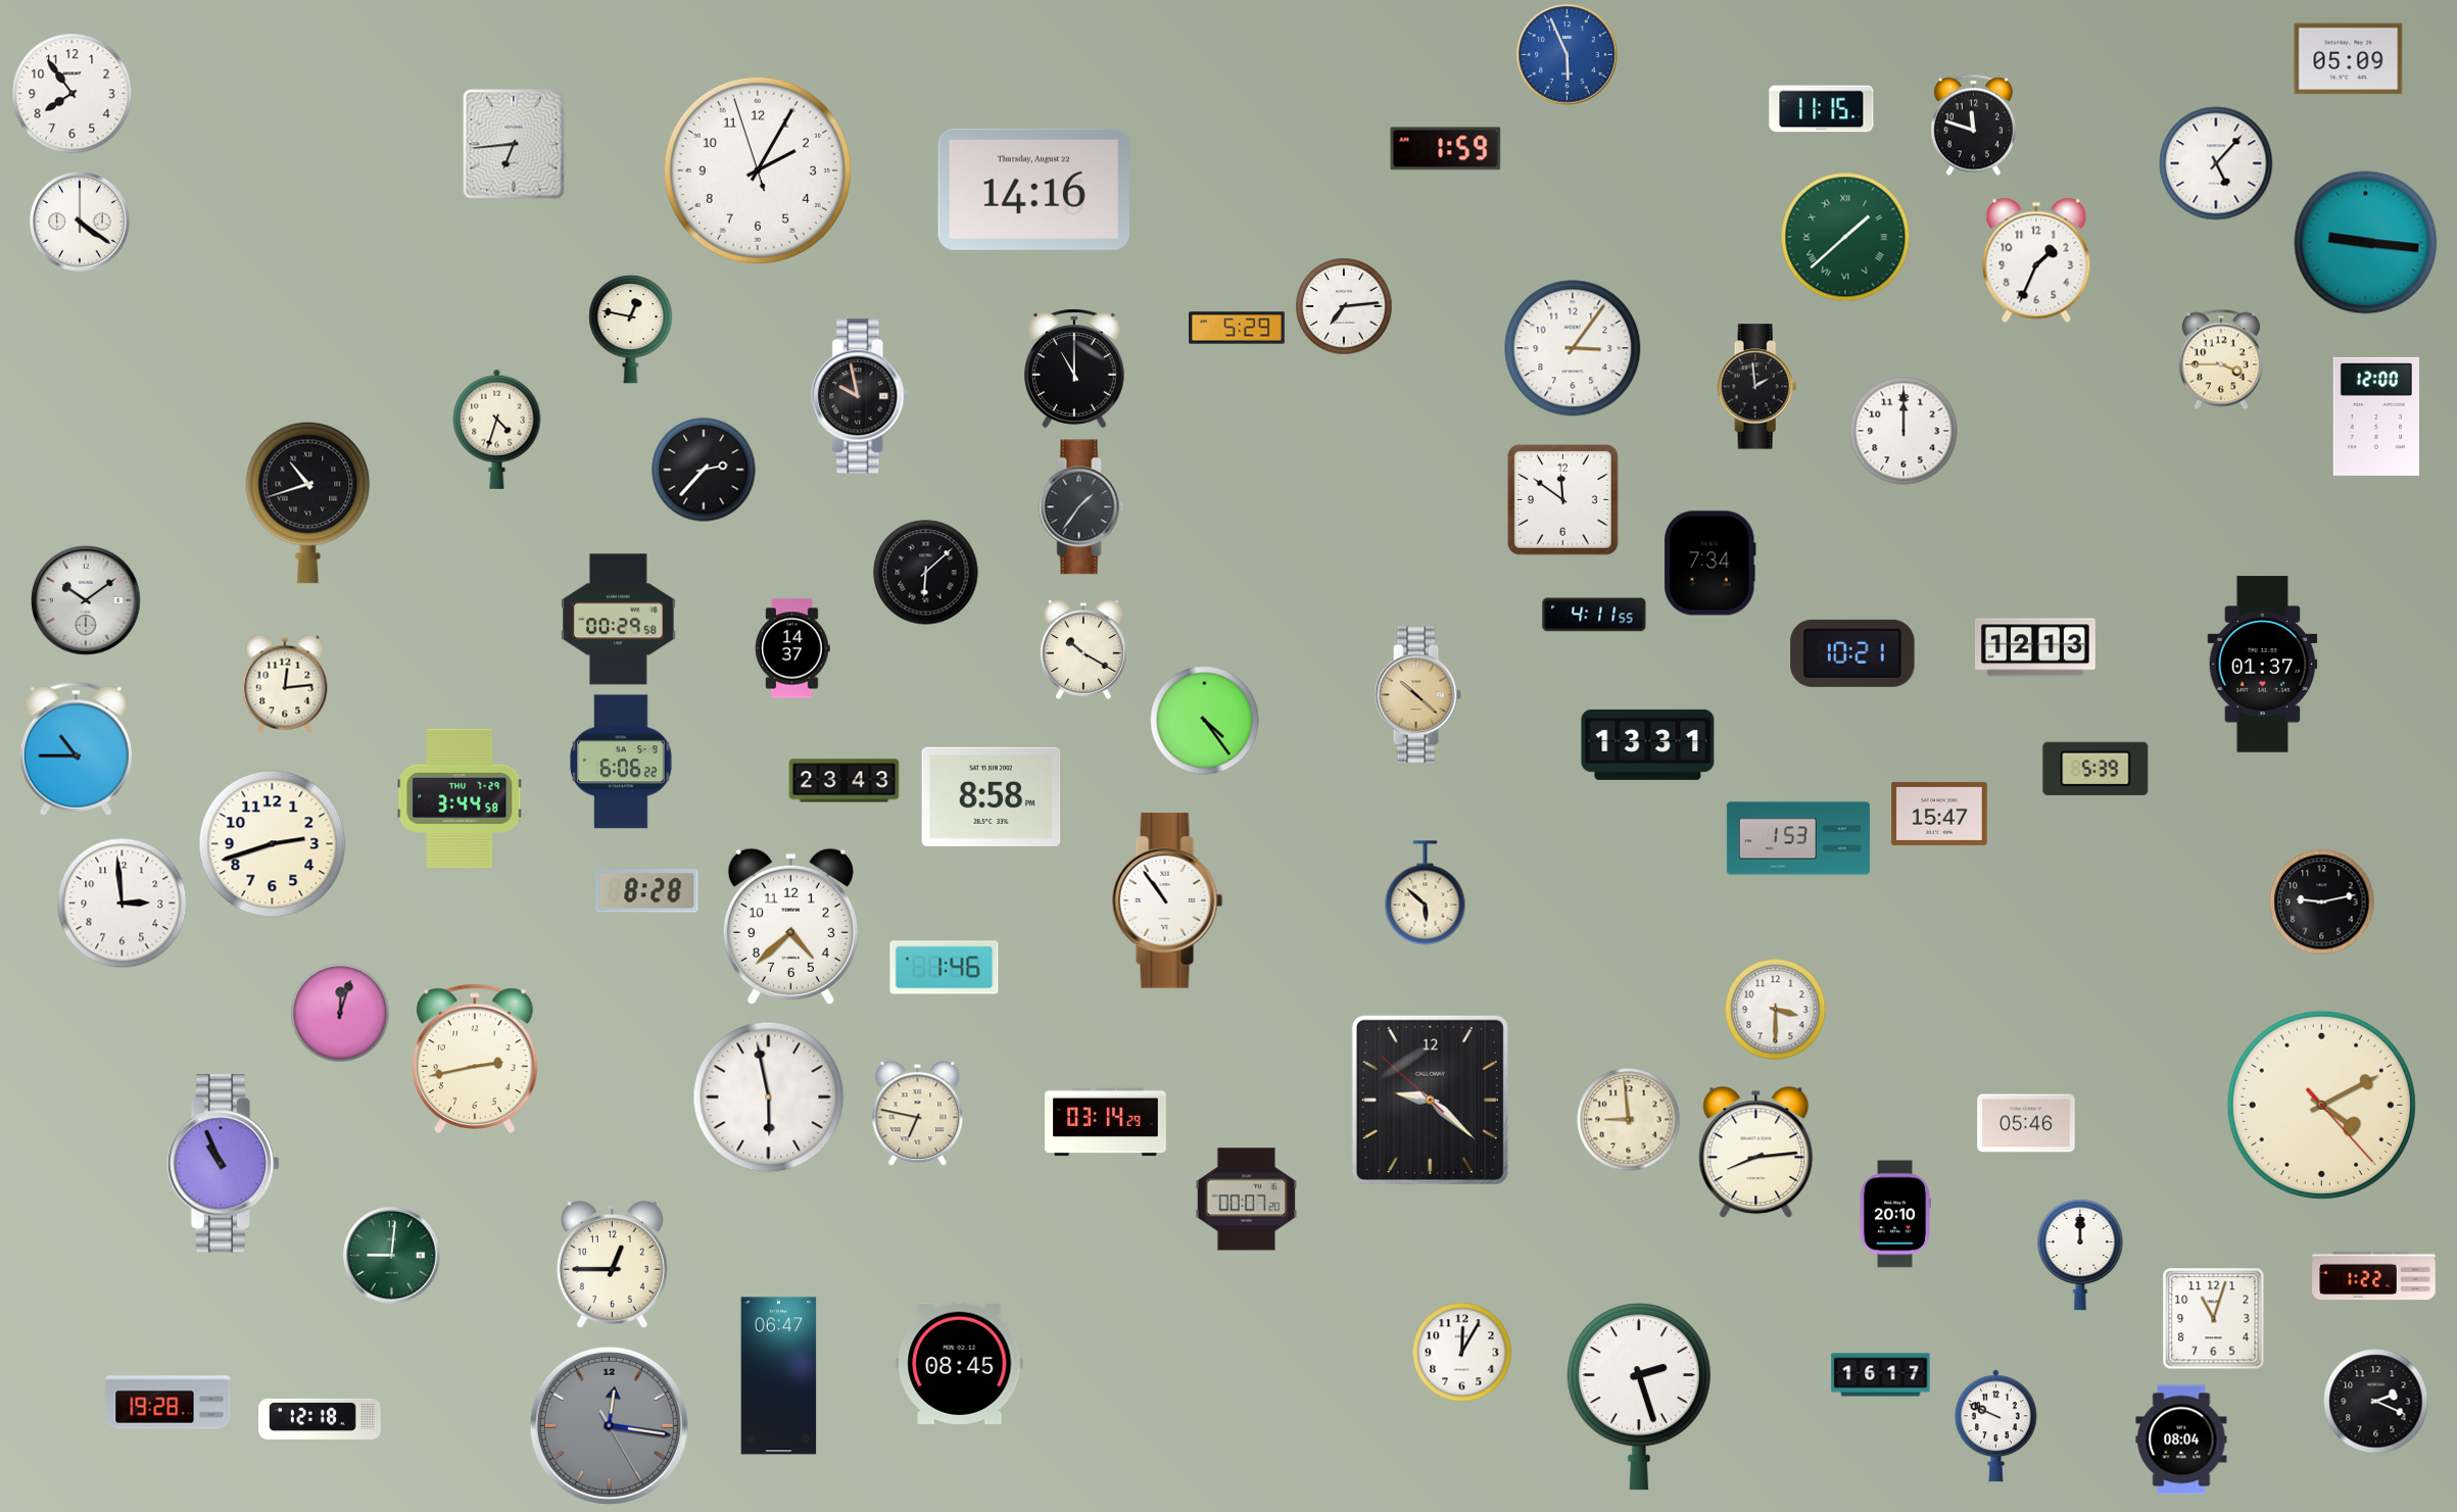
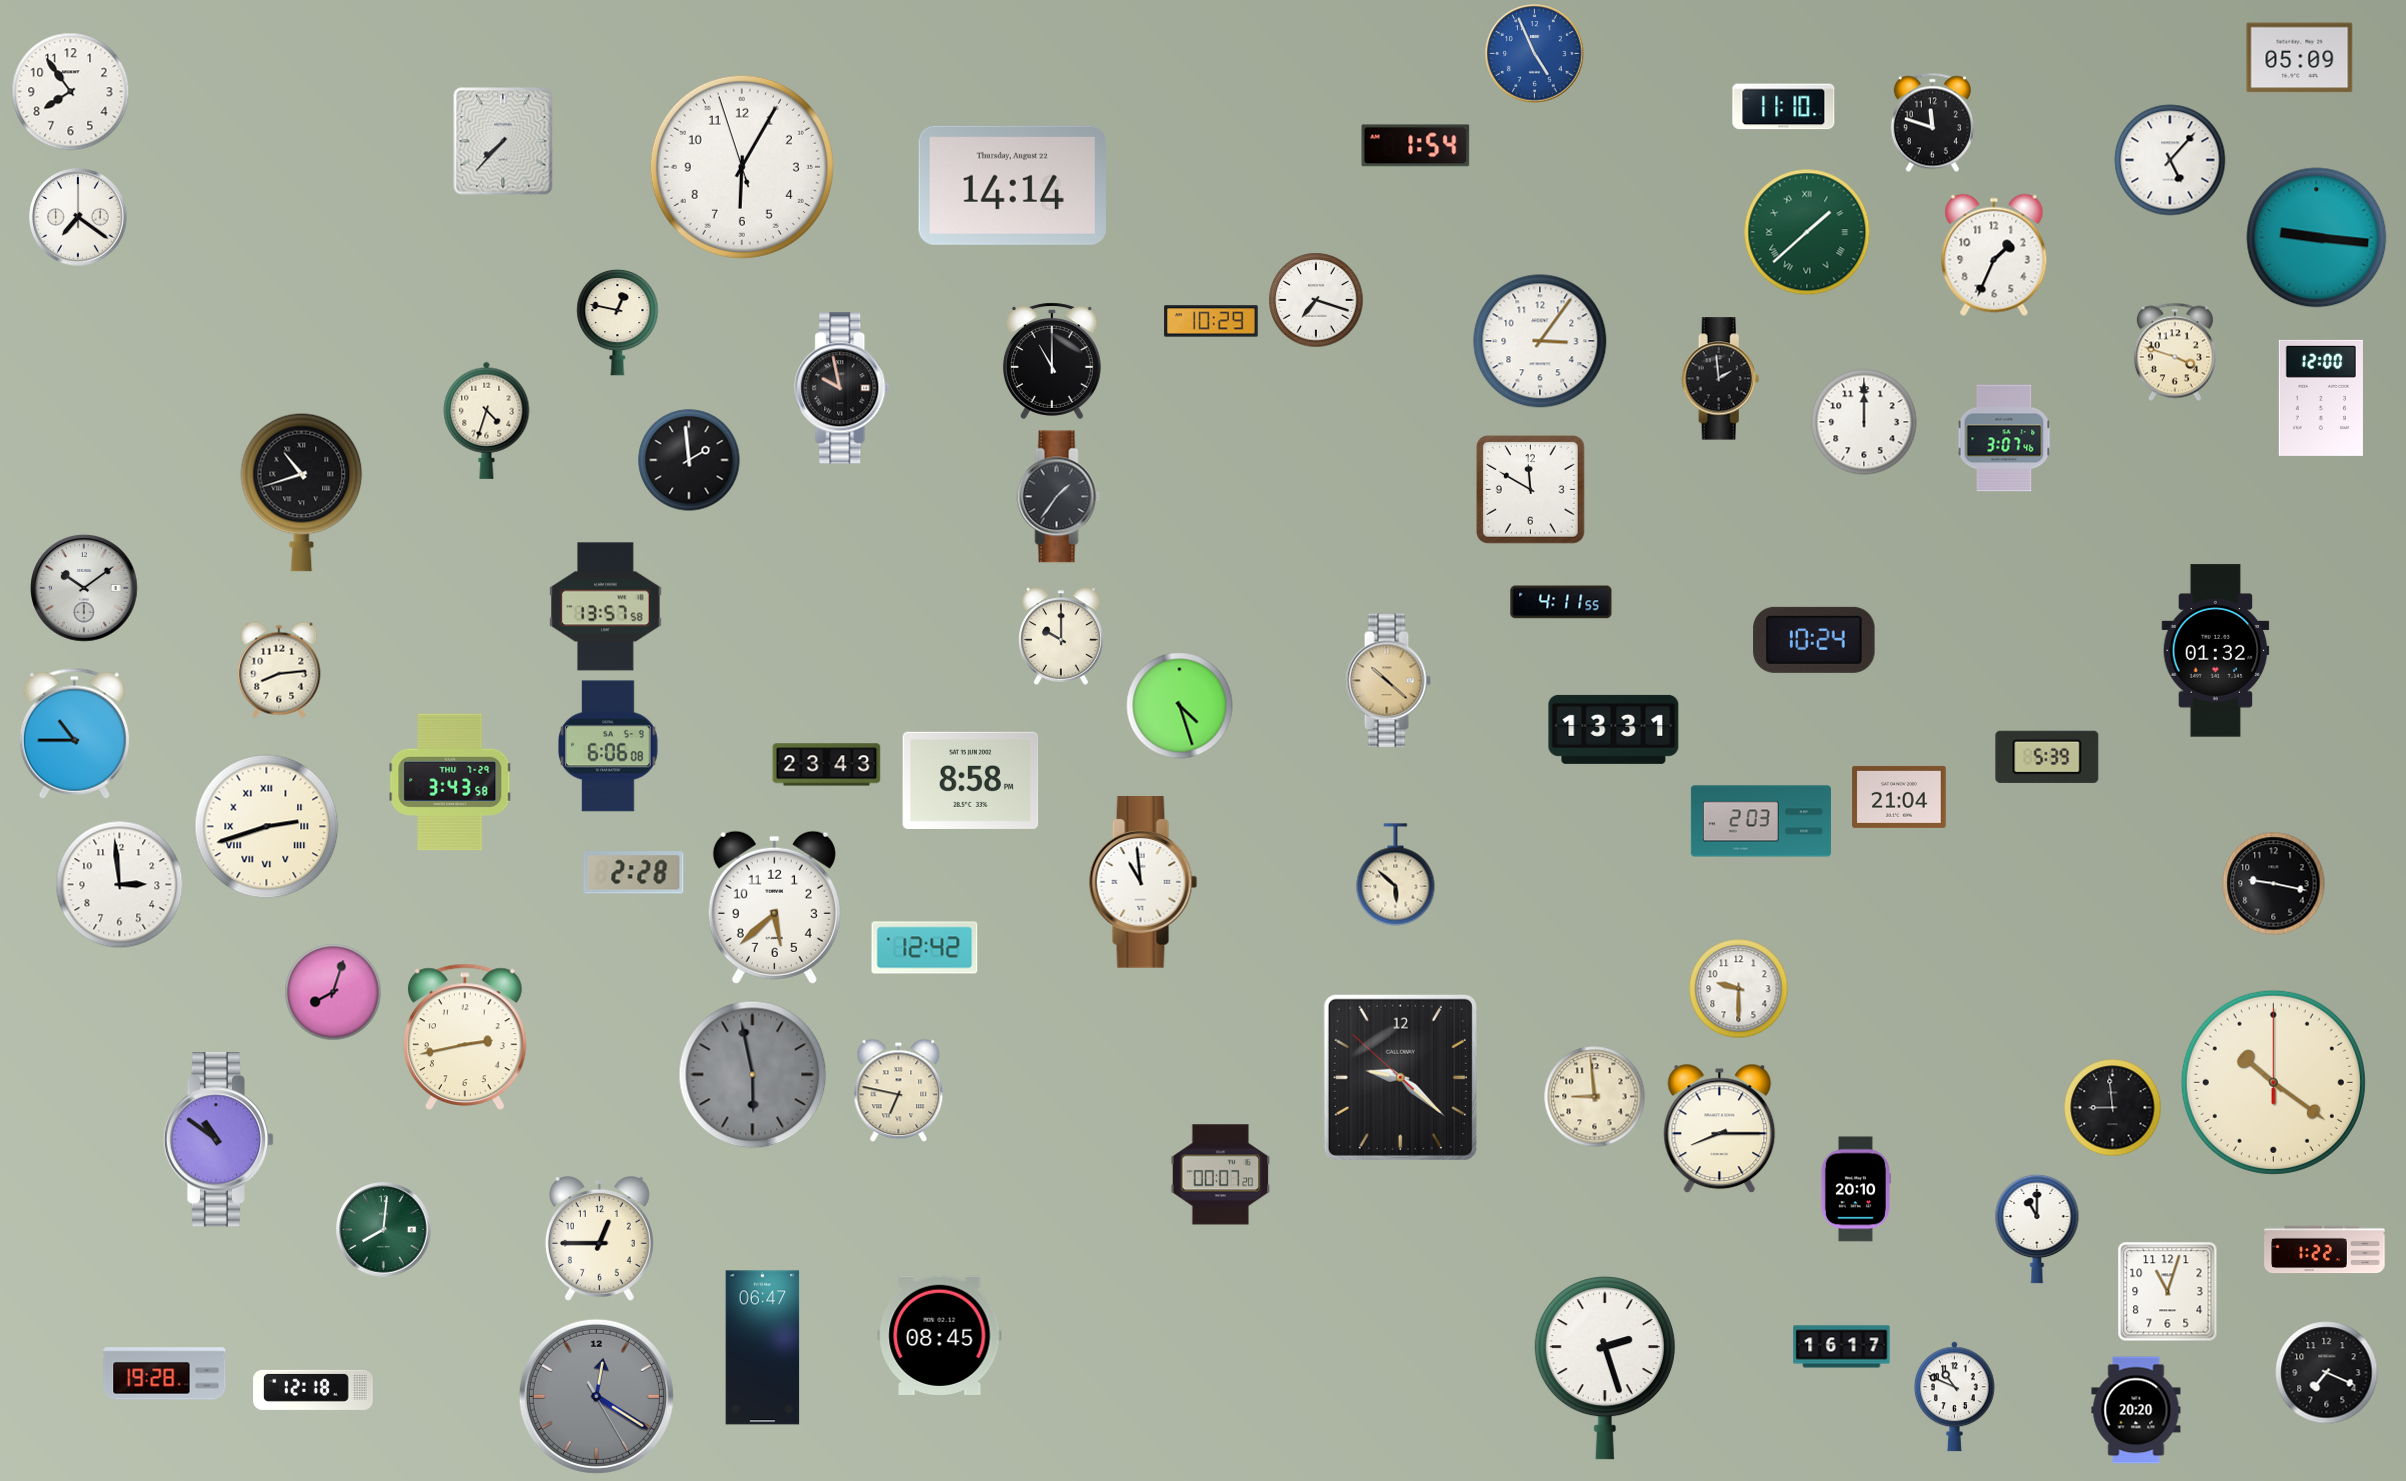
clock at (1568, 55): 5:56 -> 4:56
clock at (1822, 109): 11:15 -> 11:10
clock at (514, 144): 6:44 -> 7:37
clock at (1446, 149): 1:59 -> 1:54
clock at (758, 170): 2:04 -> 6:04
clock at (1033, 189): 14:16 -> 14:14
clock at (80, 222): 4:21 -> 7:21
clock at (1344, 306): 7:14 -> 7:18
clock at (1237, 328): 5:29 -> 10:29
clock at (2221, 359): 3:45 -> 3:48
clock at (2376, 417) position: (2376, 417) -> (2321, 398)
clock at (2004, 438): none -> 3:07
clock at (704, 470): 2:37 -> 1:59
clock at (1562, 499): 11:51 -> 11:50
clock at (1709, 564): 7:34 -> none
clock at (926, 573): 6:08 -> none
clock at (619, 620): 00:29 -> 13:57
clock at (2035, 647): 12:13 -> none
clock at (792, 648): 14:37 -> none
clock at (1083, 649): 10:20 -> 10:00
clock at (1852, 653): 10:21 -> 10:24
clock at (2263, 665): 01:37 -> 01:32
clock at (285, 684): 12:14 -> 8:14
clock at (1205, 721): 4:24 -> 4:27
clock at (622, 762): 6:06:22 -> 6:06:08
clock at (2095, 769) position: (2095, 769) -> (2047, 757)
clock at (460, 798): 3:44 -> 3:43
clock at (1939, 814): 15:47 -> 21:04
clock at (1798, 838): 1:53 -> 2:03
clock at (273, 844) numerals: Arabic -> Roman
clock at (647, 891): 8:28 -> 2:28
clock at (1167, 900): 10:54 -> 10:59
clock at (2322, 903): 9:13 -> 9:17
clock at (790, 926): 4:38 -> 5:38
clock at (945, 968): 1:46 -> 12:42
clock at (1776, 1010): 3:30 -> 9:30
clock at (340, 1013): 12:03 -> 8:03
clock at (769, 1098) dial: white -> grey
clock at (2321, 1105): 4:10 -> 10:21
clock at (1106, 1122): 03:14 -> none
clock at (2026, 1123): 05:46 -> none
clock at (2113, 1108): none -> 8:59
clock at (1756, 1153): 8:14 -> 8:15
clock at (224, 1164): 10:56 -> 10:51
clock at (2080, 1255): 12:00 -> 11:00
clock at (392, 1256): 9:01 -> 8:01
clock at (1462, 1353): 12:05 -> none
clock at (2376, 1402): 2:19 -> 7:19
clock at (609, 1425): 12:16 -> 12:20
clock at (1995, 1426): 9:49 -> 10:49
clock at (2181, 1440): 08:04 -> 20:20
